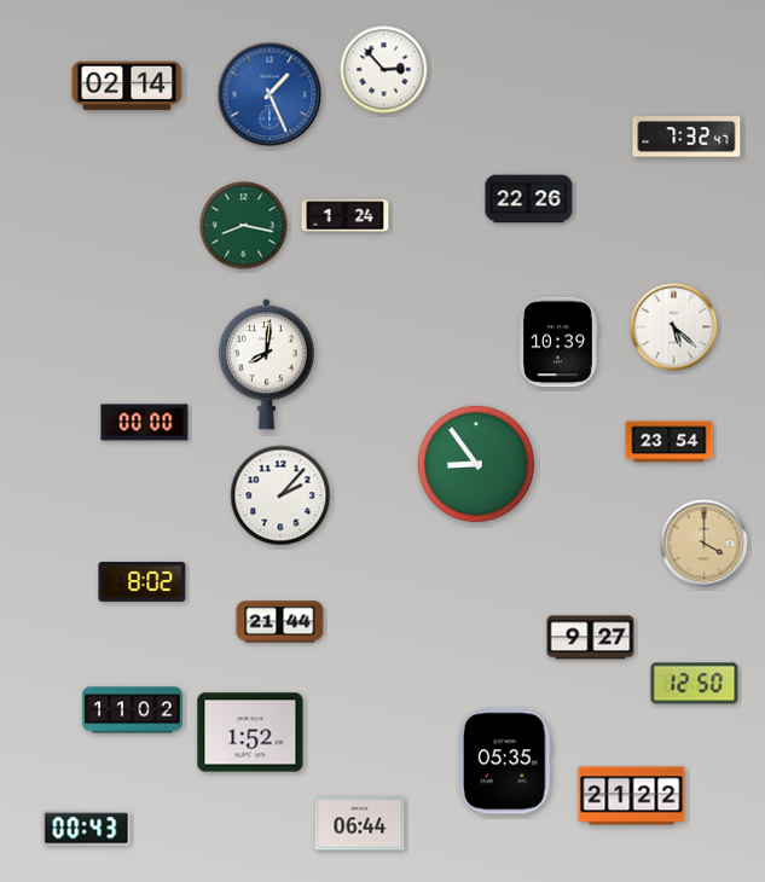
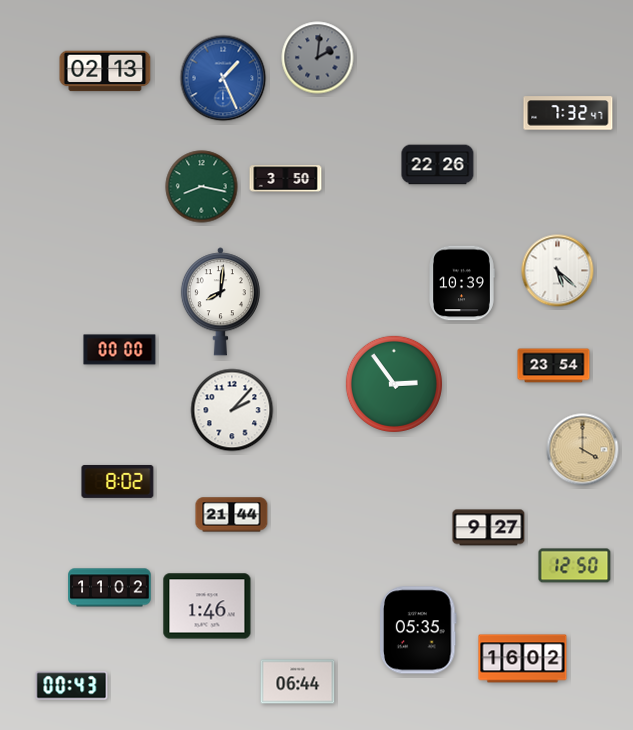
clock at (384, 70): 2:53 -> 2:01
clock at (384, 70) dial: white -> grey
clock at (127, 86): 02:14 -> 02:13
clock at (346, 216): 1:24 -> 3:50
clock at (476, 464): 8:54 -> 2:54
clock at (250, 732): 1:52 -> 1:46
clock at (632, 796): 21:22 -> 16:02
